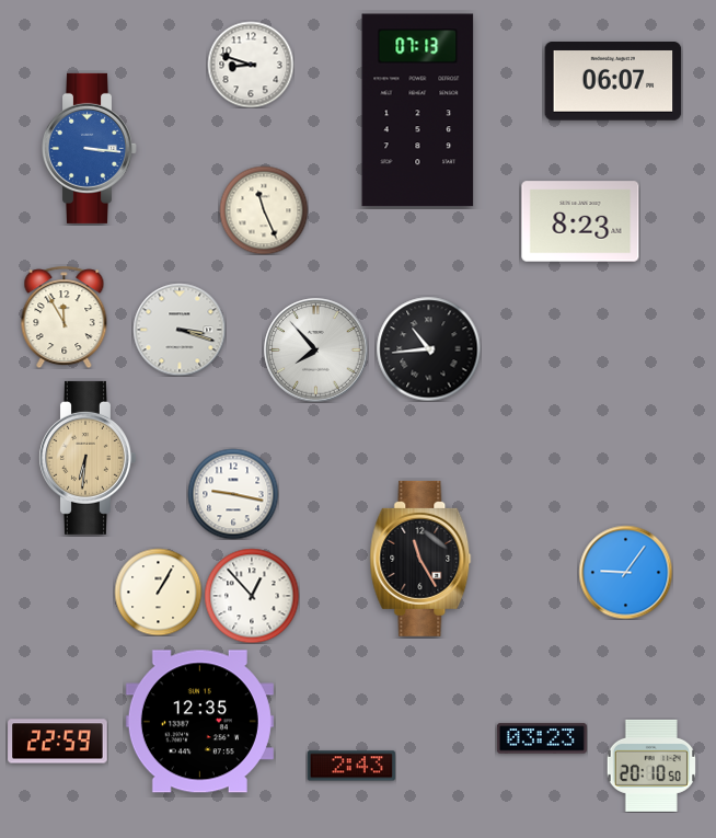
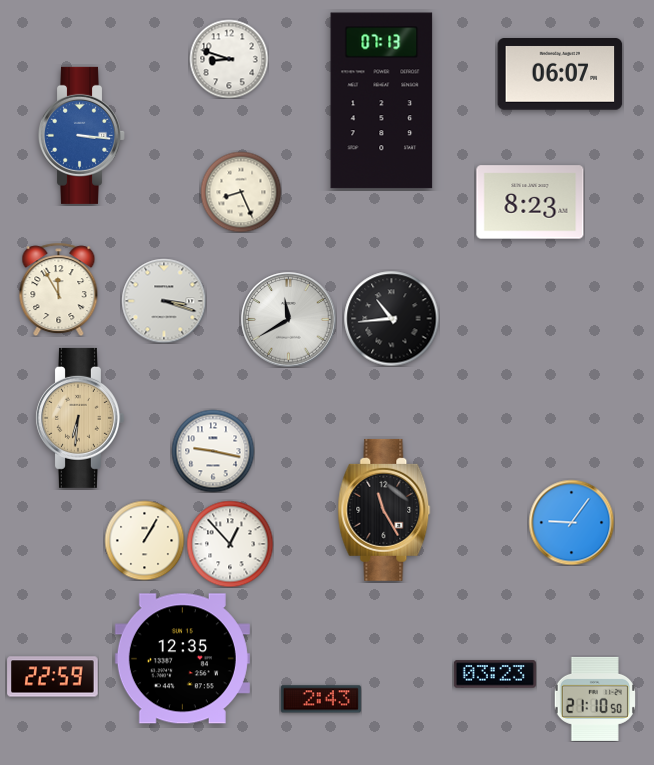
clock at (264, 210): 11:26 -> 8:26
clock at (316, 351): 7:53 -> 11:40
clock at (651, 766): 20:10 -> 21:10
